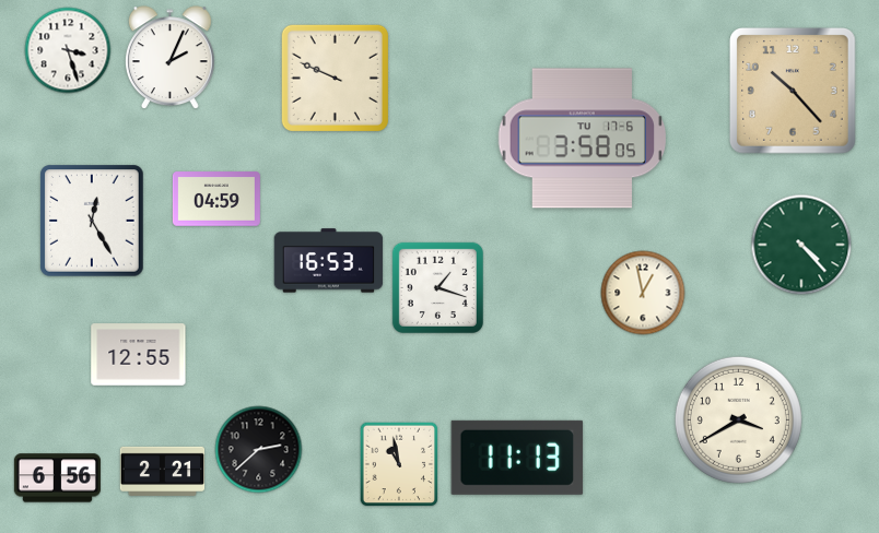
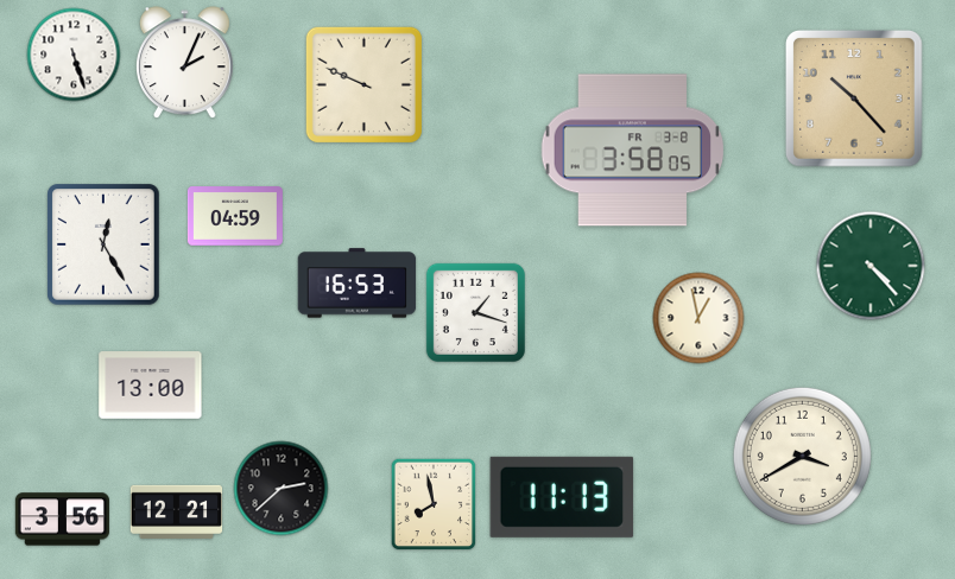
clock at (68, 50): 3:27 -> 5:27
clock at (794, 92) position: (794, 92) -> (855, 100)
clock at (583, 139) date: TU 17-6 -> FR 3-8
clock at (92, 221) position: (92, 221) -> (103, 244)
clock at (139, 355): 12:55 -> 13:00
clock at (399, 464): 10:58 -> 7:58
clock at (163, 471): 2:21 -> 12:21
clock at (57, 478): 6:56 -> 3:56
